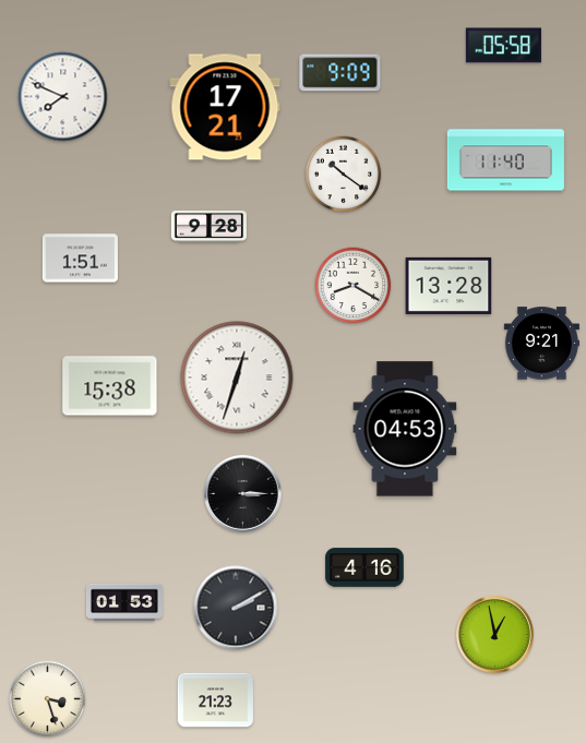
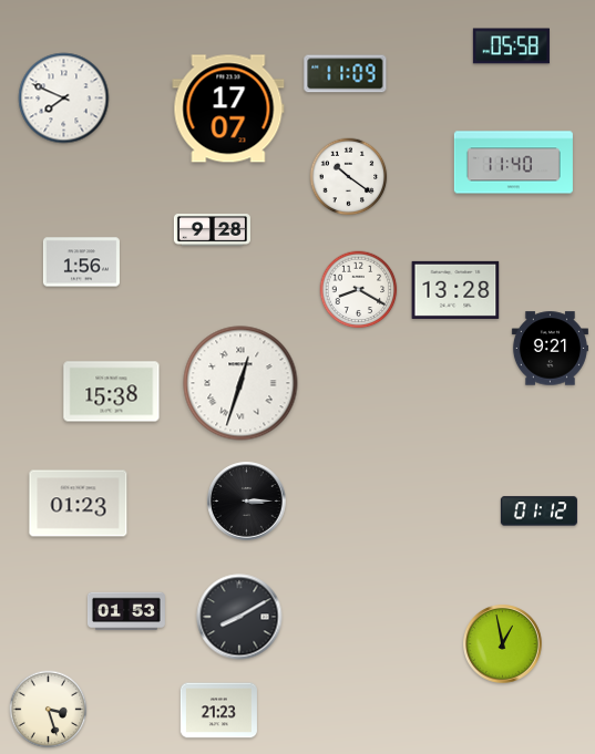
clock at (340, 73): 9:09 -> 11:09
clock at (225, 107): 17:21 -> 17:07
clock at (80, 259): 1:51 -> 1:56
clock at (405, 429): 04:53 -> none
clock at (79, 504): none -> 01:23
clock at (538, 512): none -> 01:12
clock at (364, 567): 4:16 -> none
clock at (236, 608): 2:10 -> 8:10
